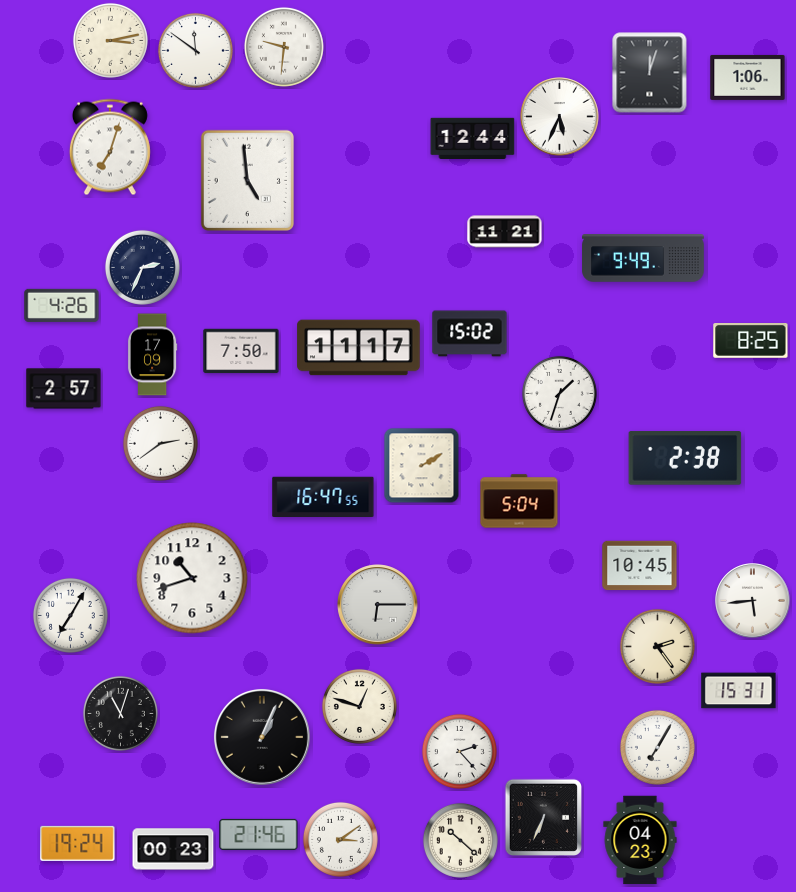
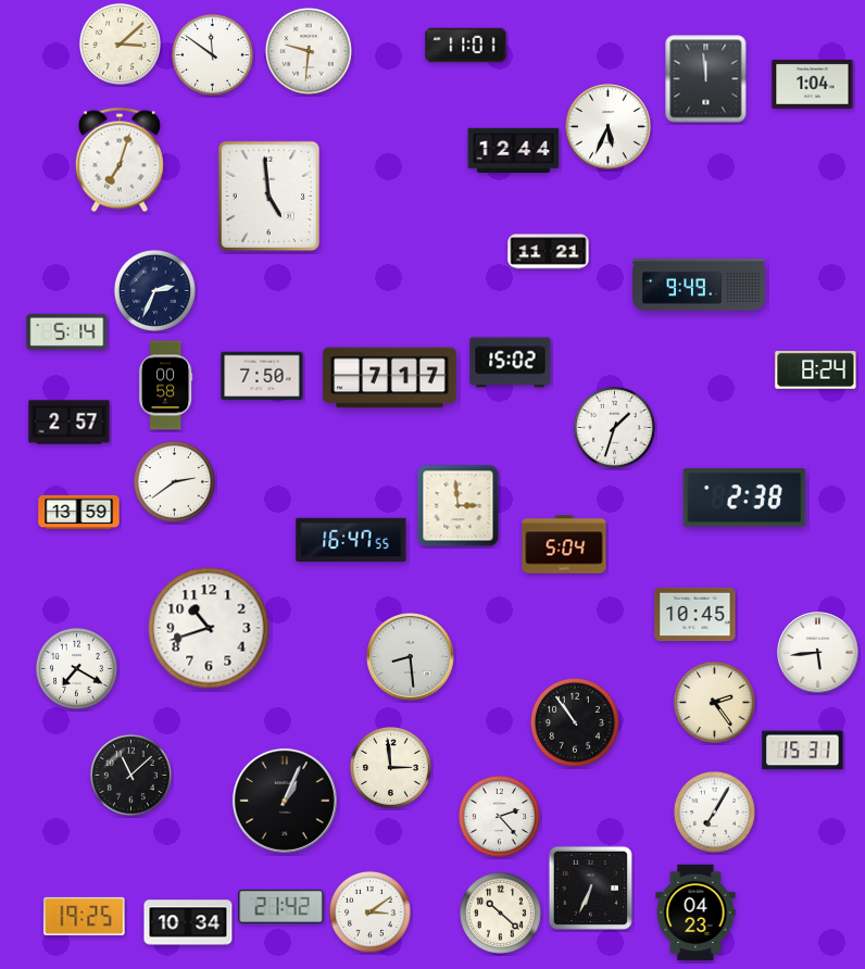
clock at (110, 40): 3:13 -> 3:08
clock at (466, 46): none -> 11:01
clock at (650, 73): 12:03 -> 11:59
clock at (748, 77): 1:06 -> 1:04
clock at (643, 258) position: (643, 258) -> (699, 285)
clock at (62, 305): 4:26 -> 5:14
clock at (751, 341): 8:25 -> 8:24
clock at (359, 348): 11:17 -> 7:17
clock at (241, 351) position: (241, 351) -> (262, 376)
clock at (152, 355): 17:09 -> 00:58
clock at (559, 393) position: (559, 393) -> (614, 427)
clock at (422, 466): 2:10 -> 2:59
clock at (79, 513): none -> 13:59
clock at (378, 605): 6:15 -> 8:29
clock at (70, 615): 7:05 -> 7:20
clock at (575, 722): none -> 10:54
clock at (359, 706): 12:48 -> 2:59
clock at (120, 713): 11:03 -> 11:08
clock at (259, 834): 21:46 -> 21:42
clock at (78, 843): 19:24 -> 19:25
clock at (173, 849): 00:23 -> 10:34
